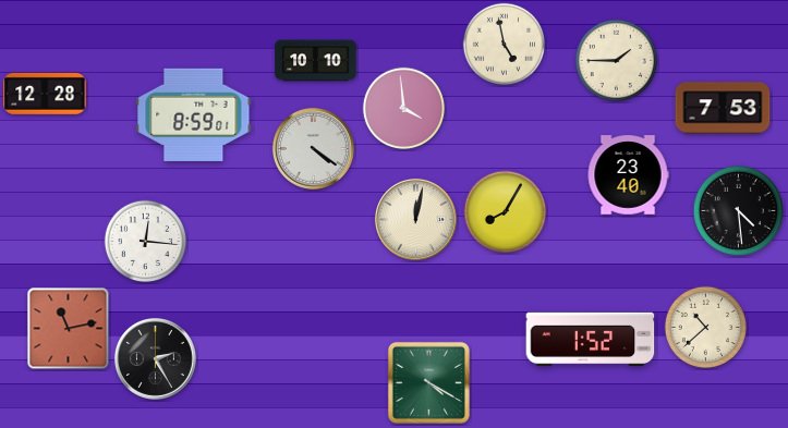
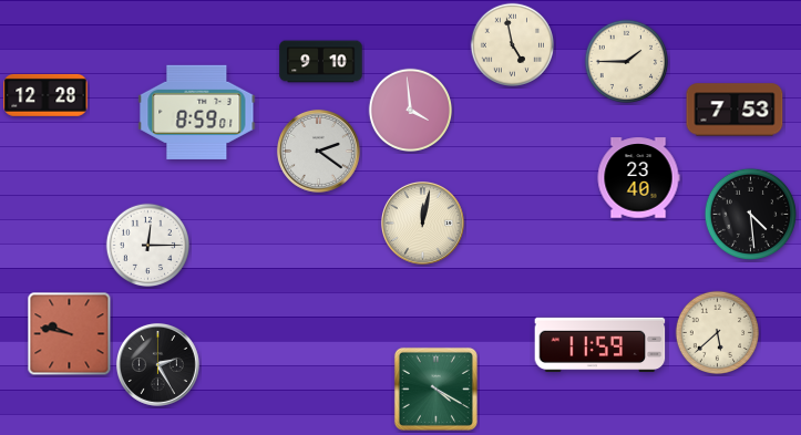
clock at (316, 61): 10:10 -> 9:10
clock at (194, 114) position: (194, 114) -> (197, 112)
clock at (313, 148): 4:21 -> 2:21
clock at (506, 212): 8:05 -> none
clock at (146, 242): 12:16 -> 12:15
clock at (706, 328): 10:38 -> 5:38
clock at (69, 329): 11:13 -> 9:47
clock at (591, 340): 1:52 -> 11:59
